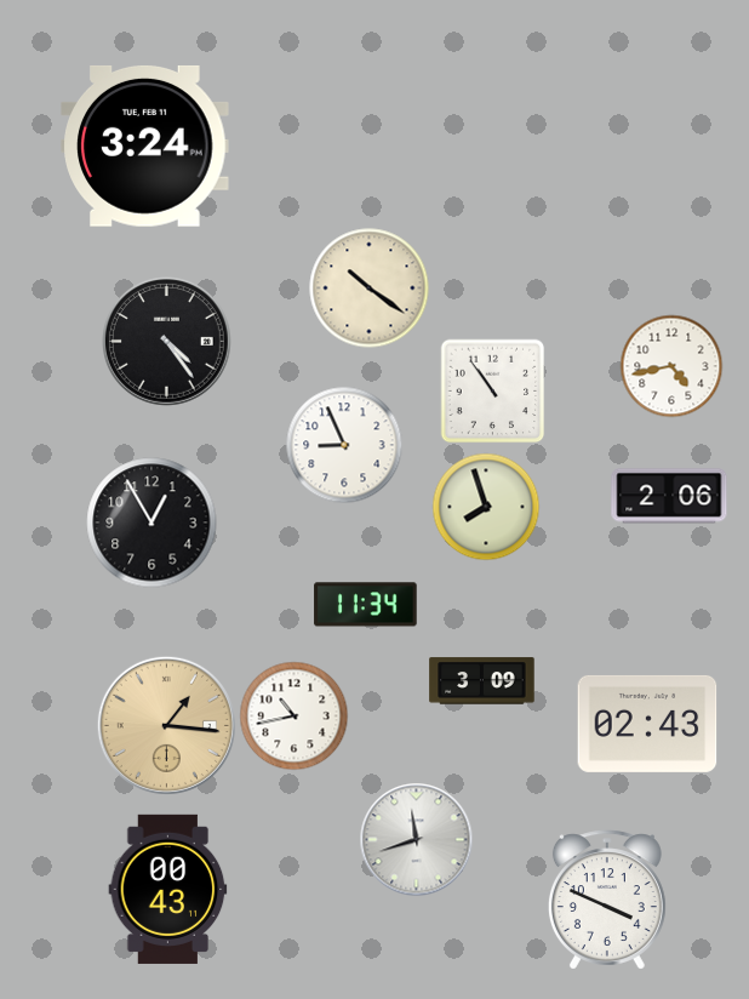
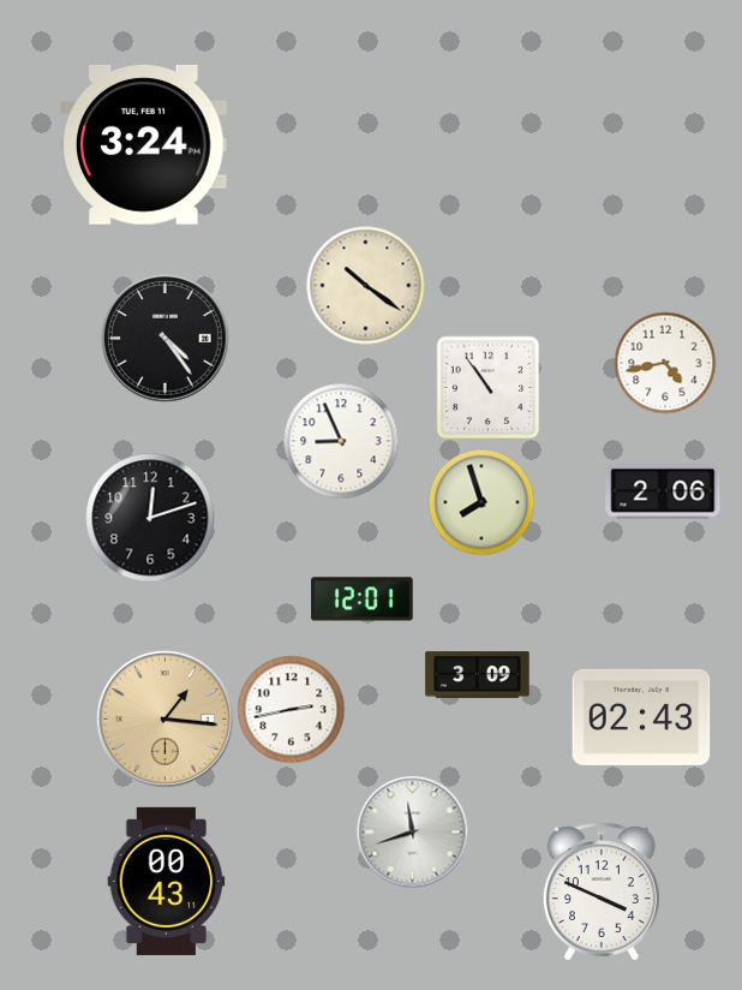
clock at (151, 523): 12:55 -> 12:12
clock at (366, 605): 11:34 -> 12:01
clock at (293, 715): 10:43 -> 2:43
